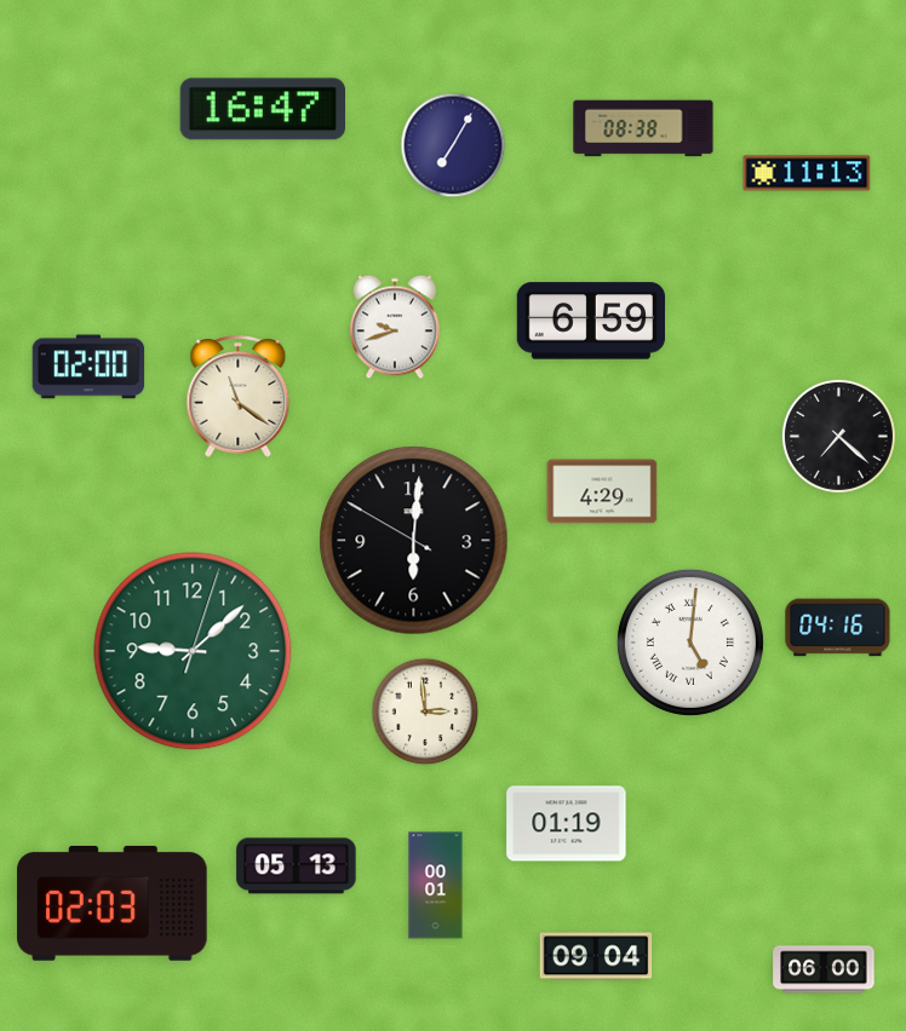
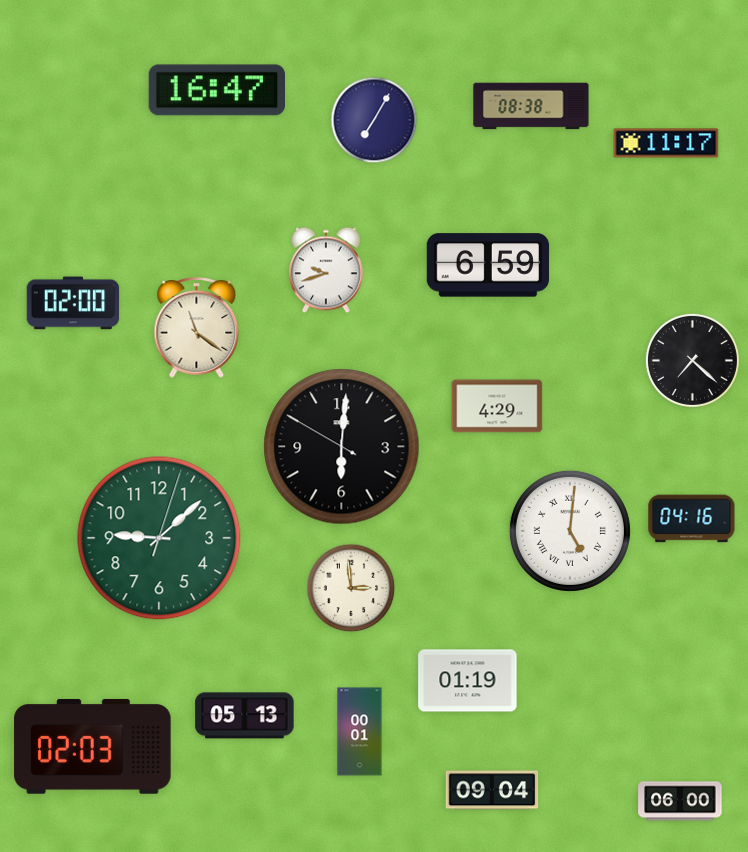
clock at (807, 173): 11:13 -> 11:17
